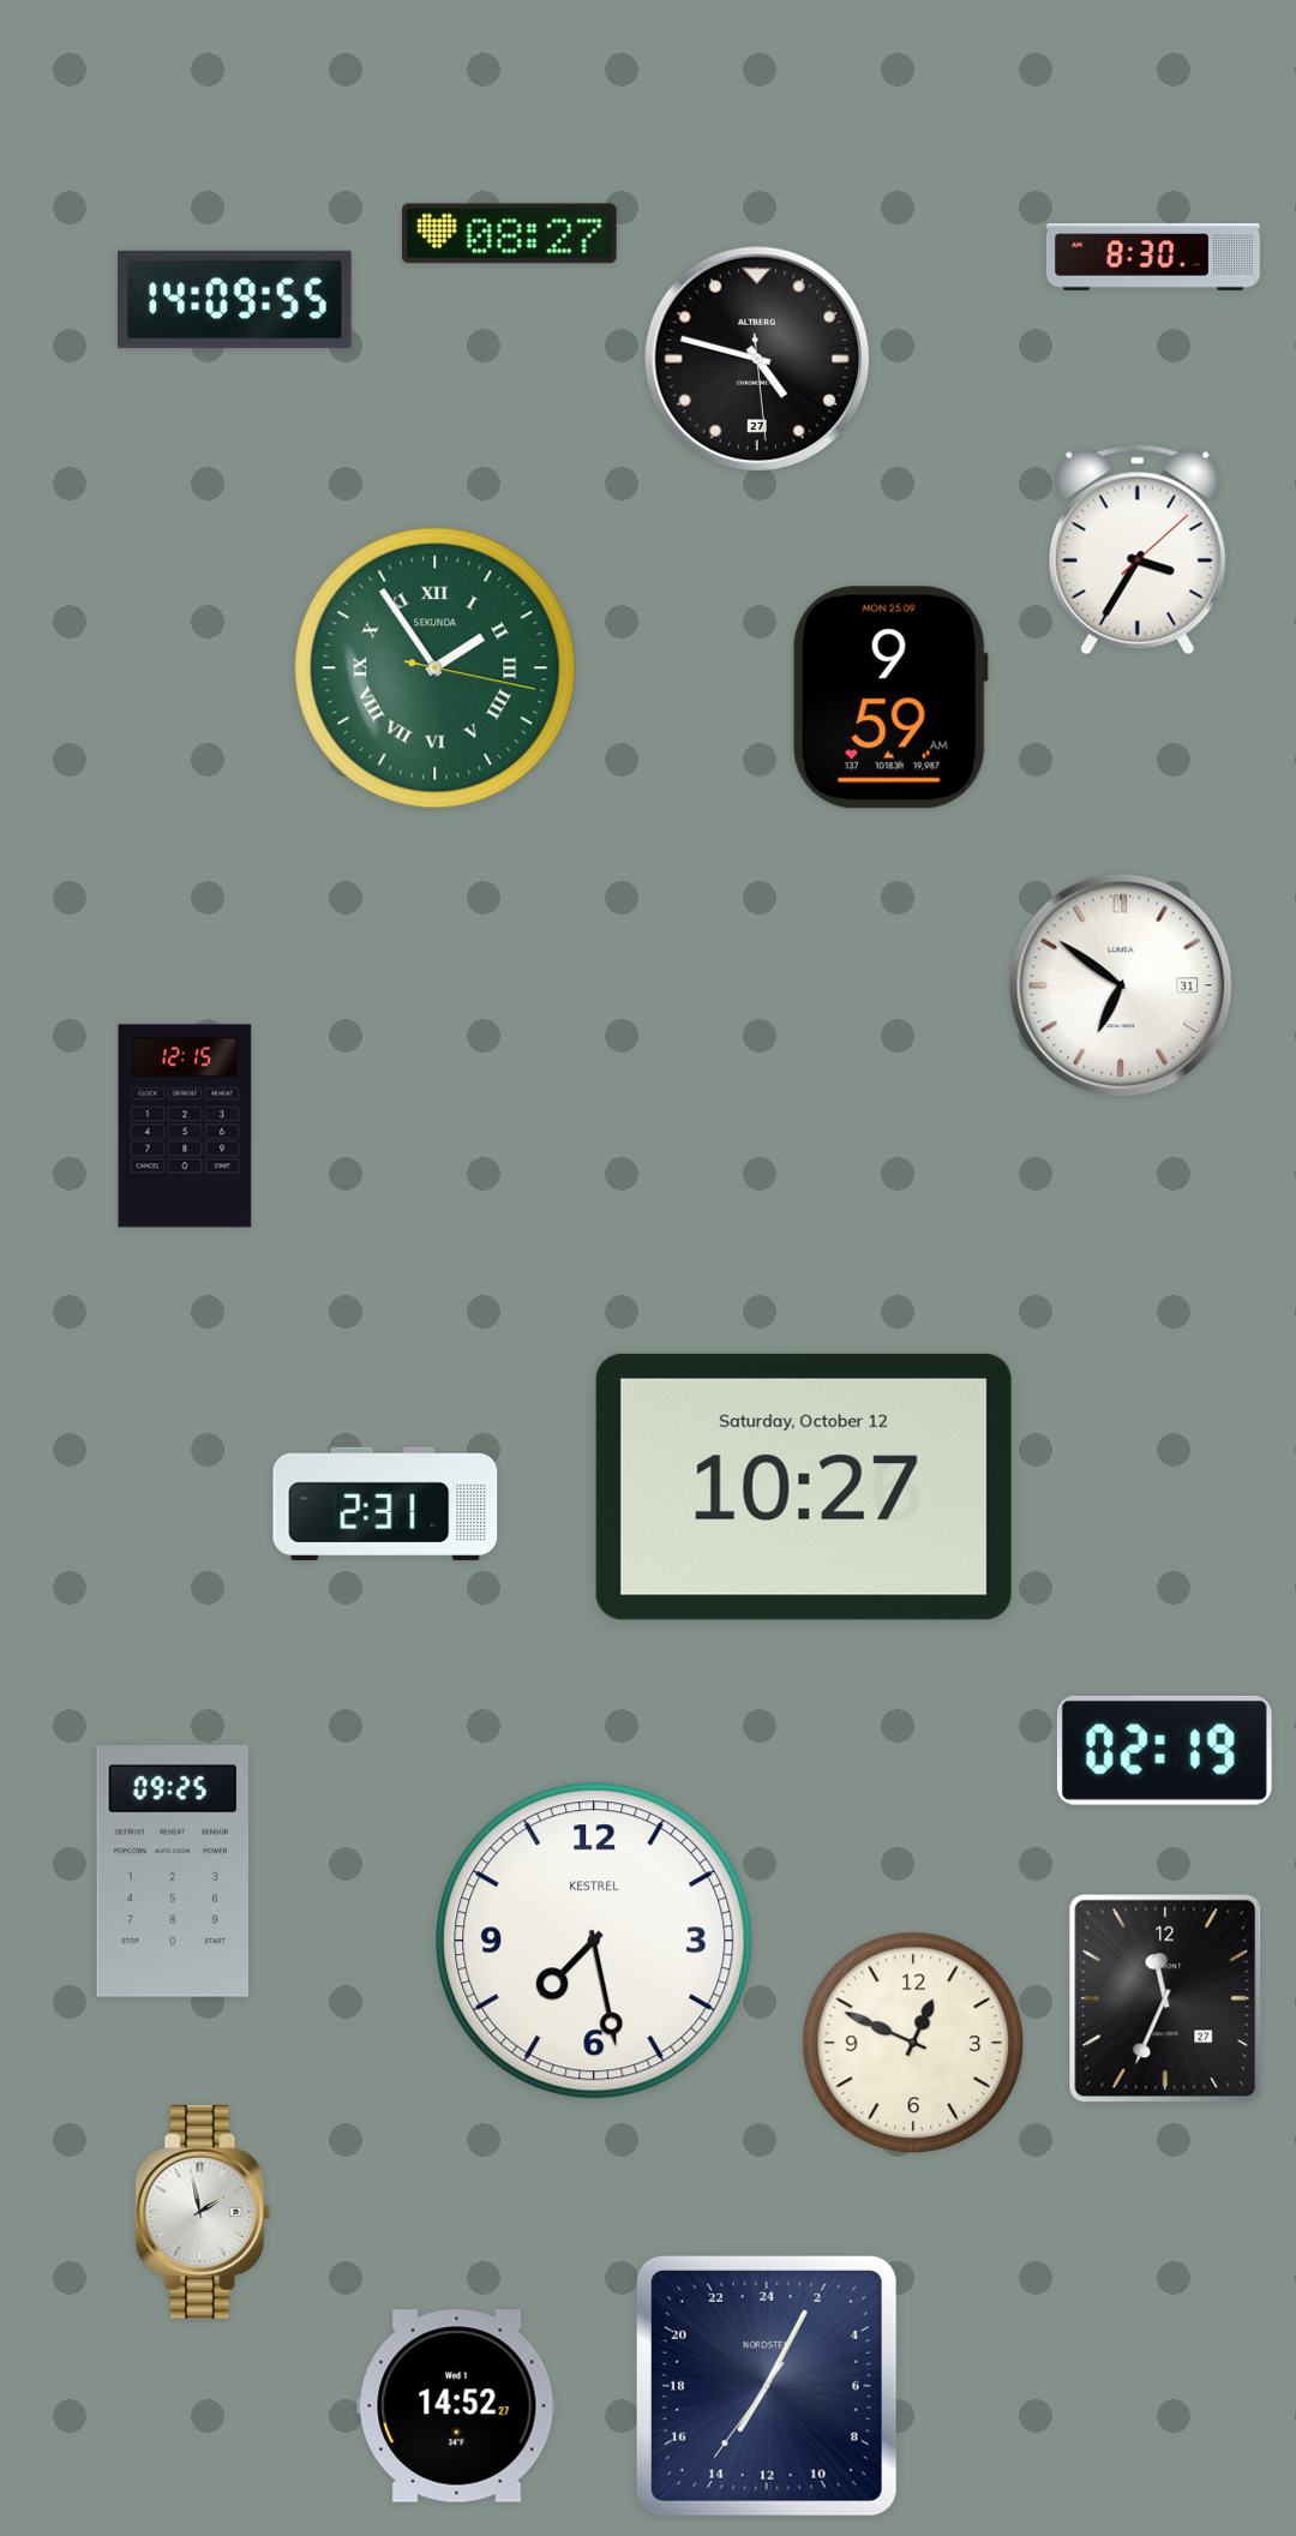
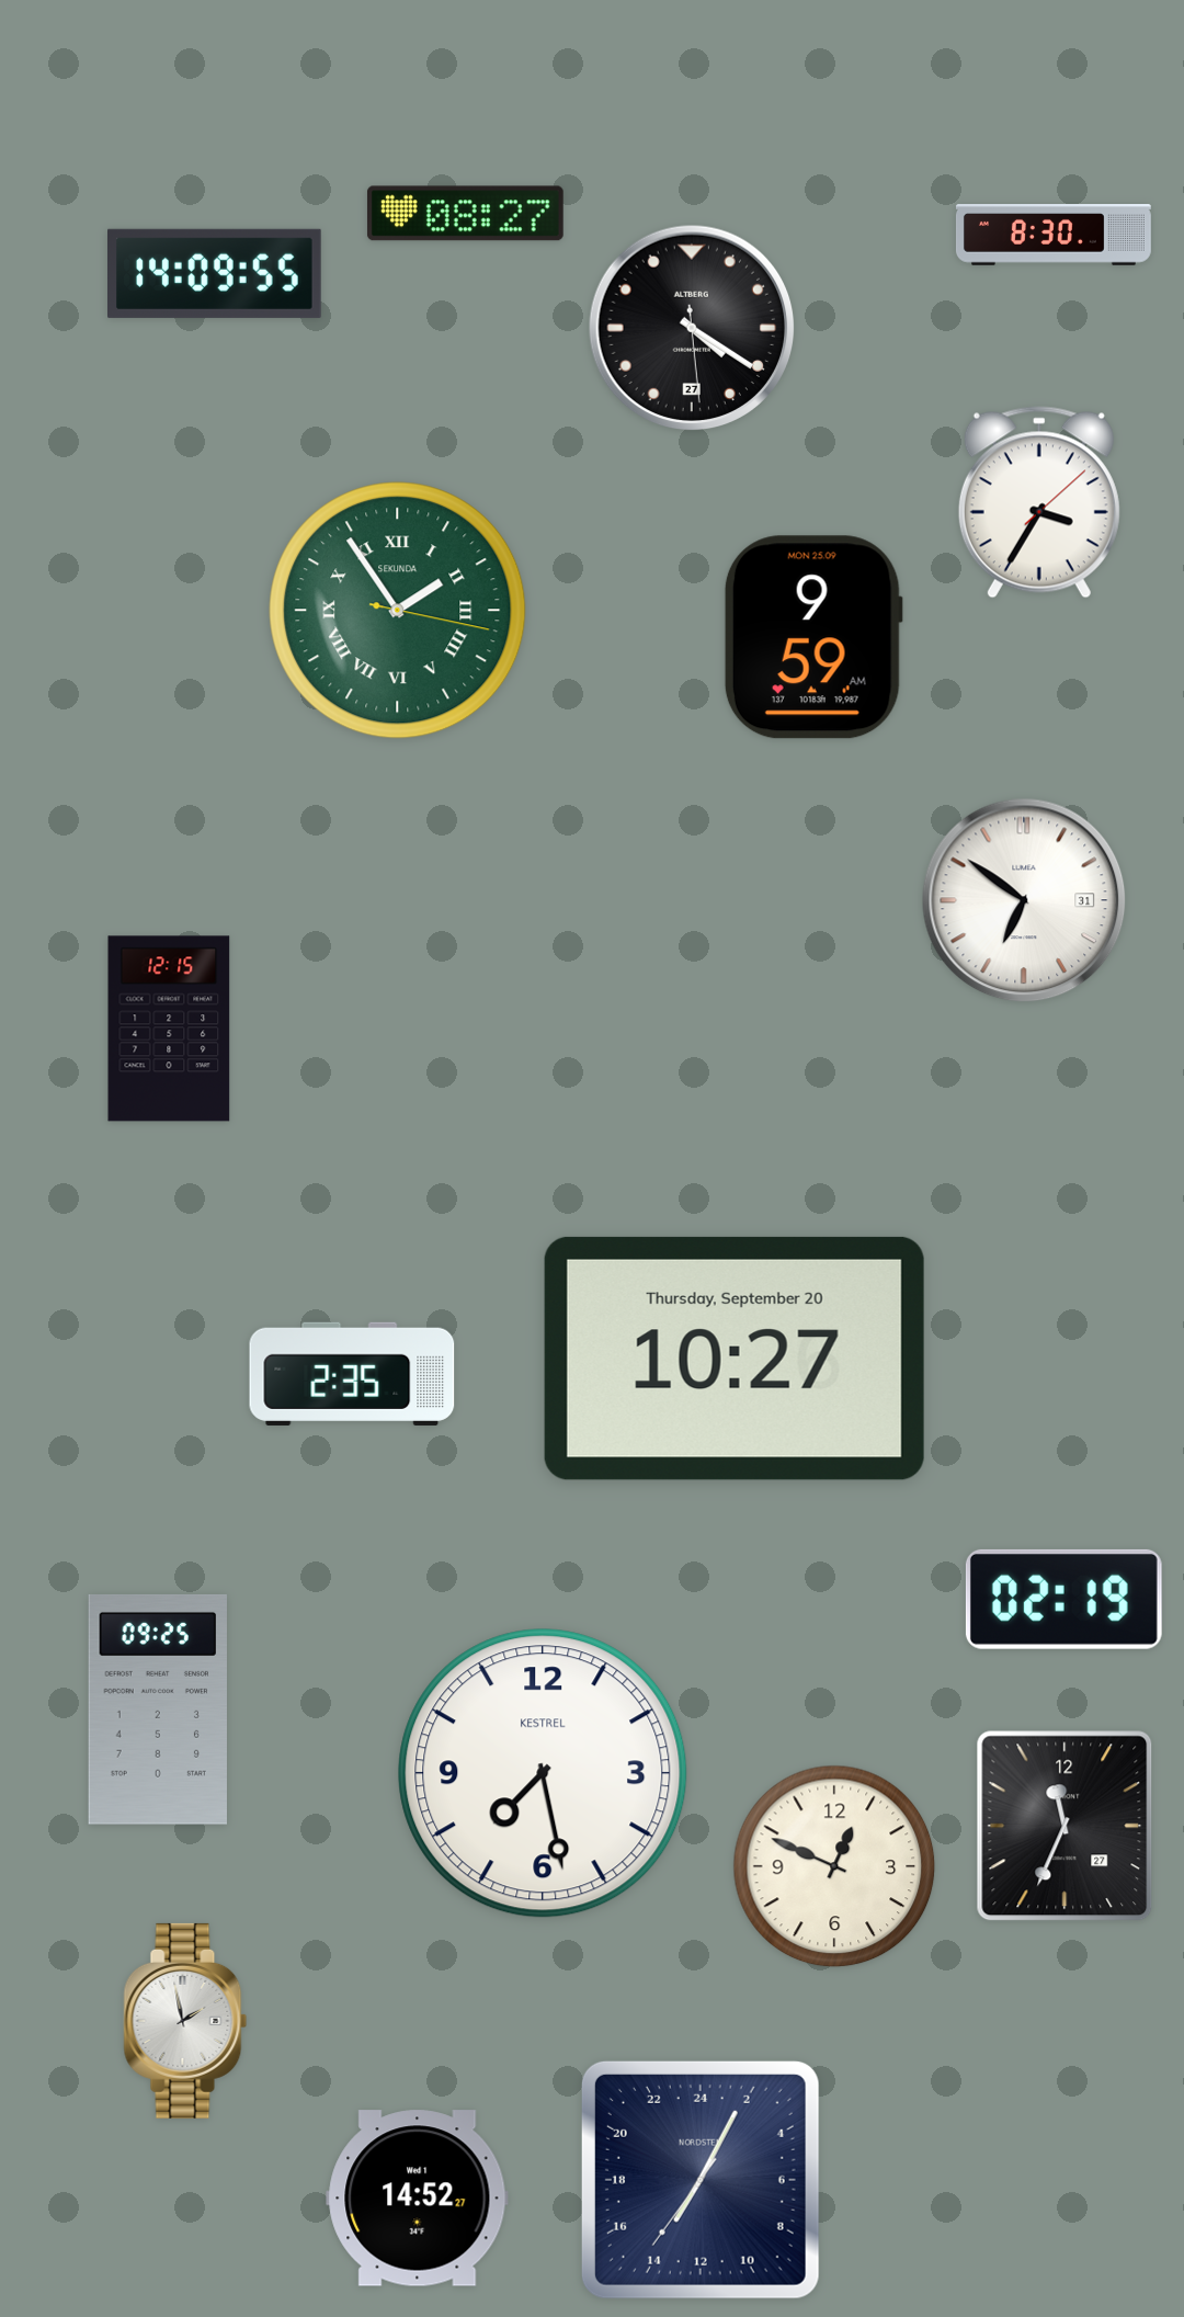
clock at (757, 359): 4:47 -> 4:20
clock at (804, 1487) date: Saturday, October 12 -> Thursday, September 20
clock at (385, 1504): 2:31 -> 2:35
